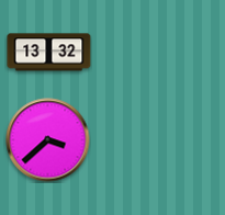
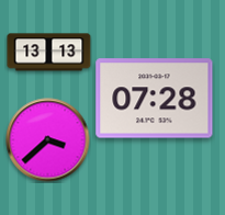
clock at (49, 53): 13:32 -> 13:13
clock at (155, 99): none -> 07:28
